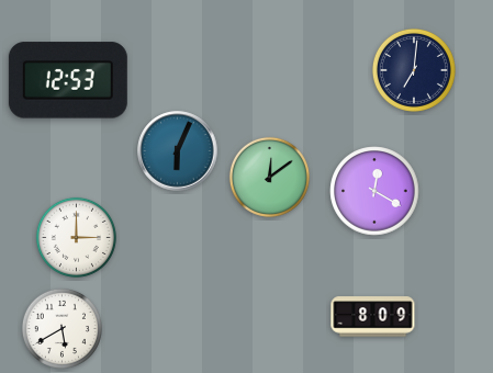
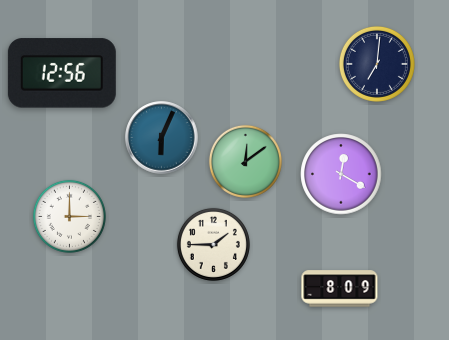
clock at (68, 80): 12:53 -> 12:56
clock at (213, 244): none -> 1:45
clock at (61, 328): 5:40 -> none
